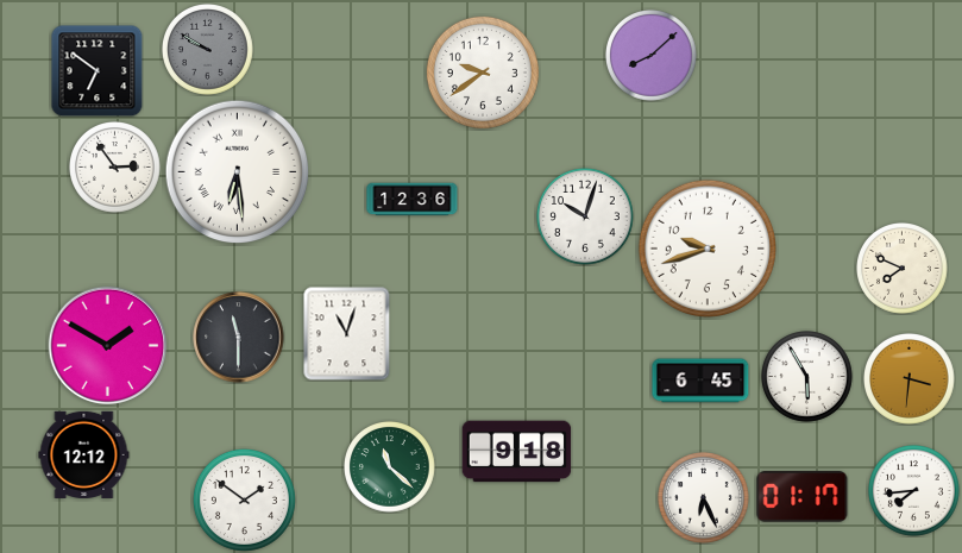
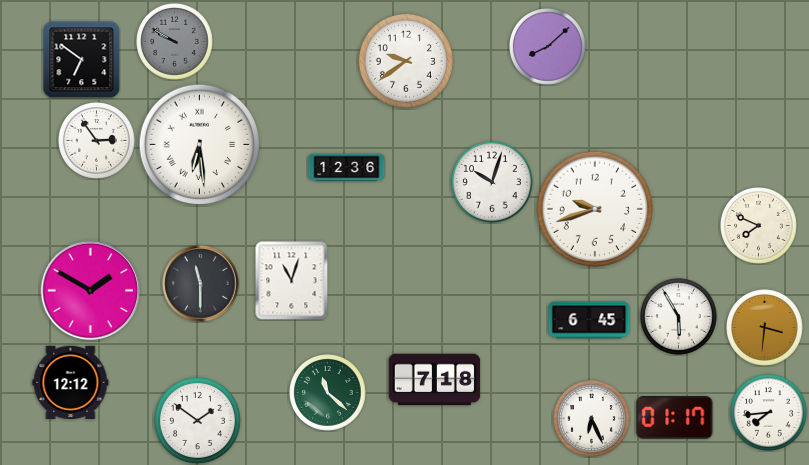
clock at (910, 379) position: (910, 379) -> (765, 328)
clock at (517, 452): 9:18 -> 7:18
clock at (244, 499) position: (244, 499) -> (197, 420)
